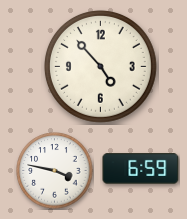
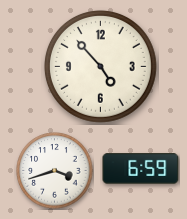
clock at (55, 171): 3:47 -> 3:42
